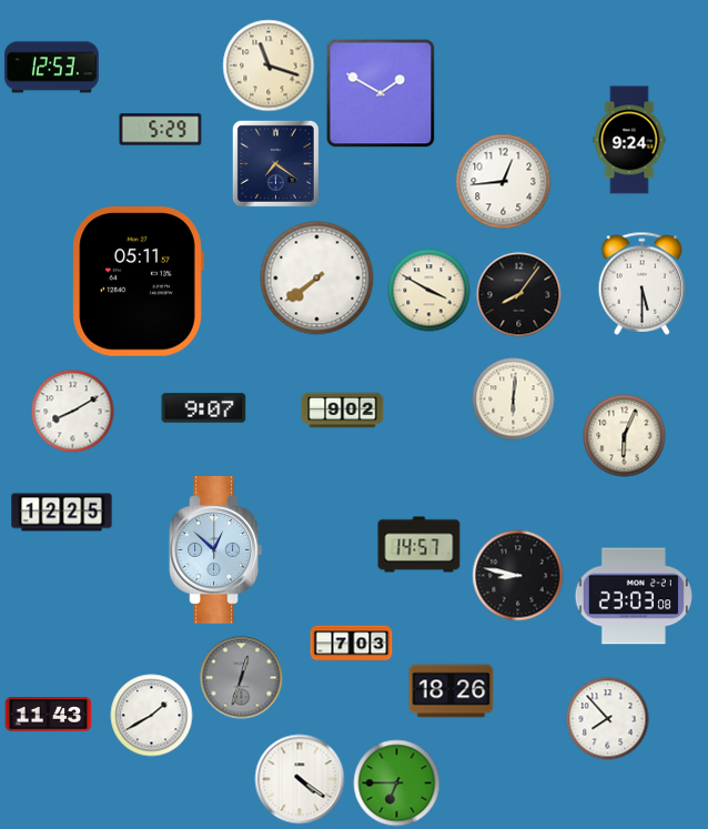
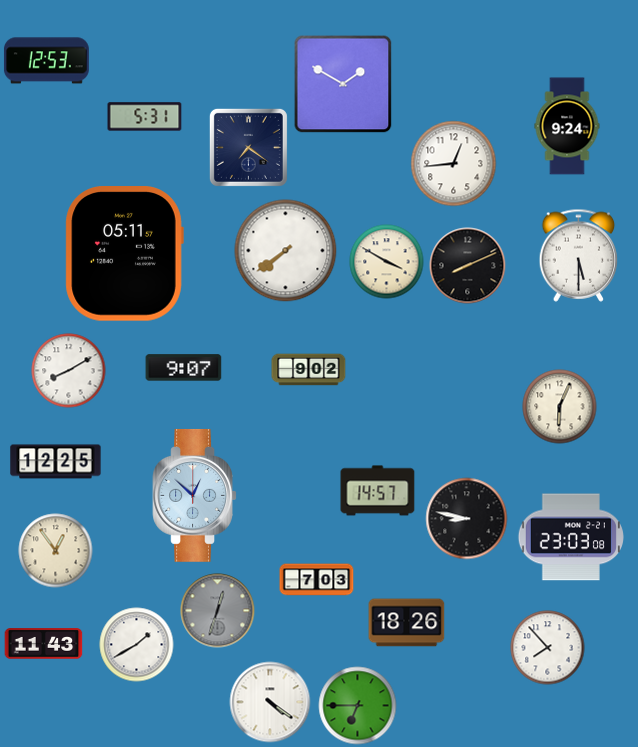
clock at (269, 65): 11:18 -> none
clock at (161, 130): 5:29 -> 5:31
clock at (519, 295): 8:06 -> 8:11
clock at (514, 400): 6:01 -> none
clock at (73, 412) position: (73, 412) -> (69, 371)
clock at (625, 436) position: (625, 436) -> (560, 407)
clock at (56, 551): none -> 12:54
